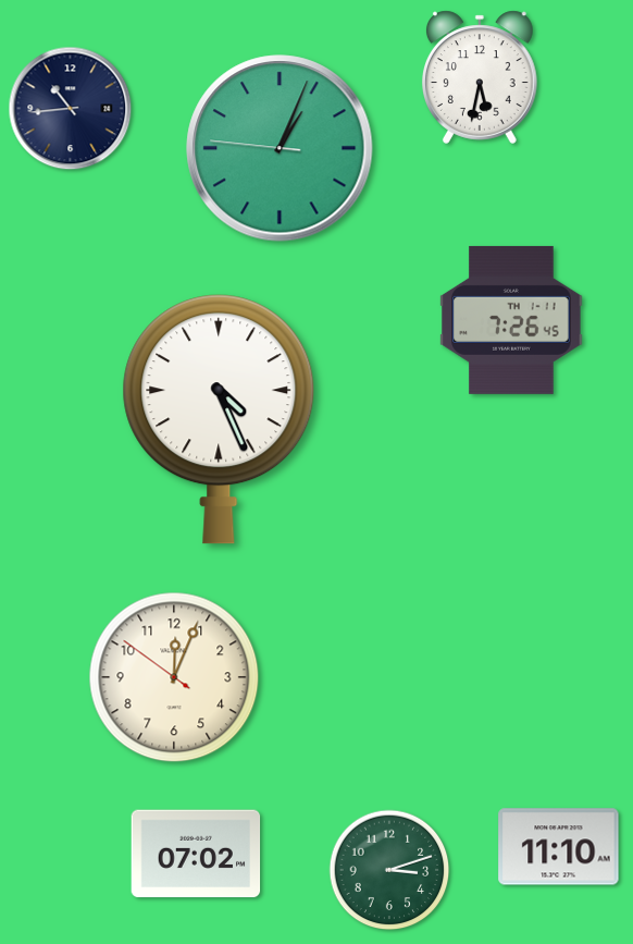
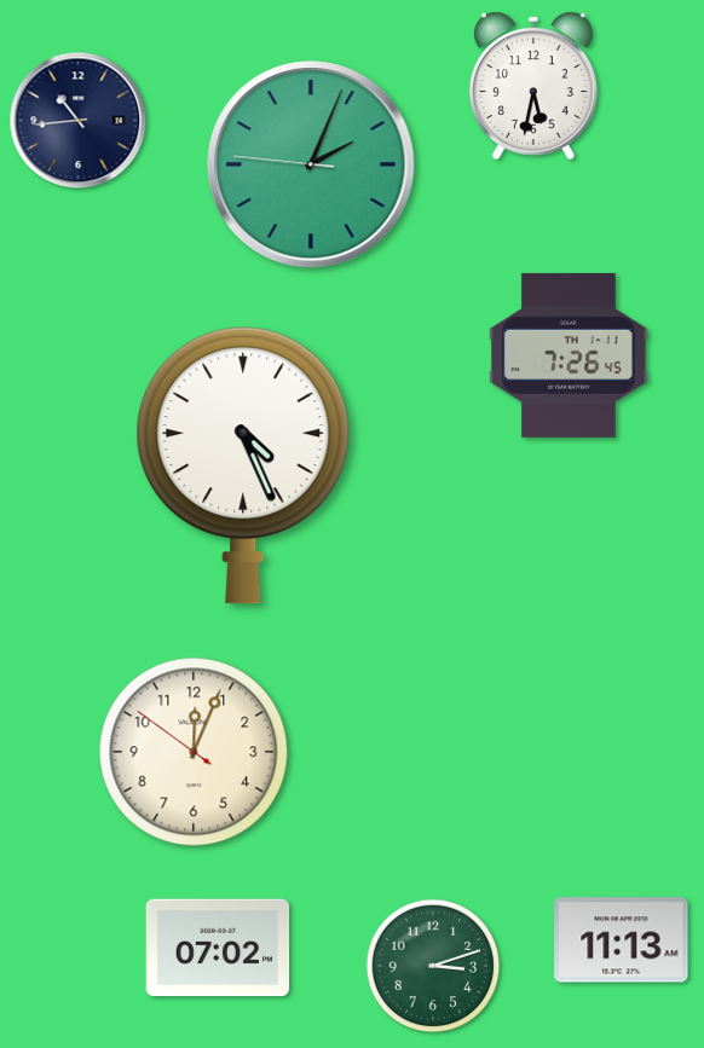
clock at (280, 148): 1:03 -> 2:03
clock at (559, 847): 11:10 -> 11:13
